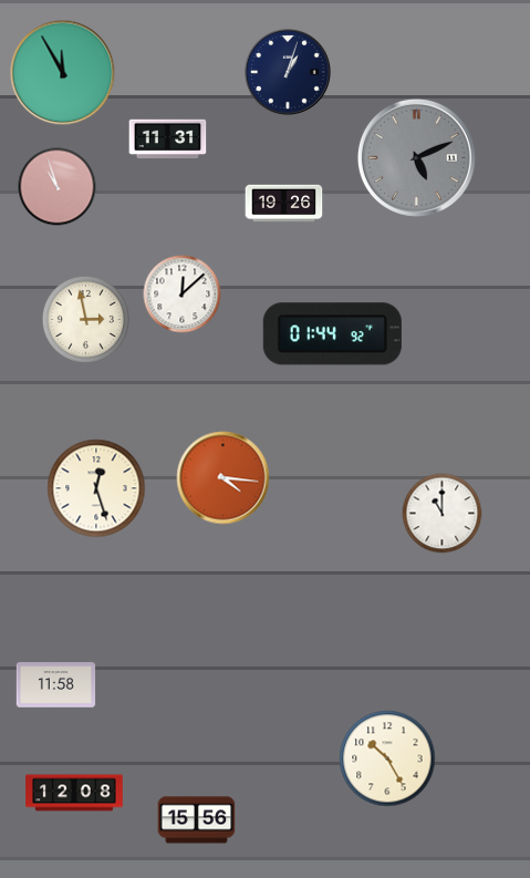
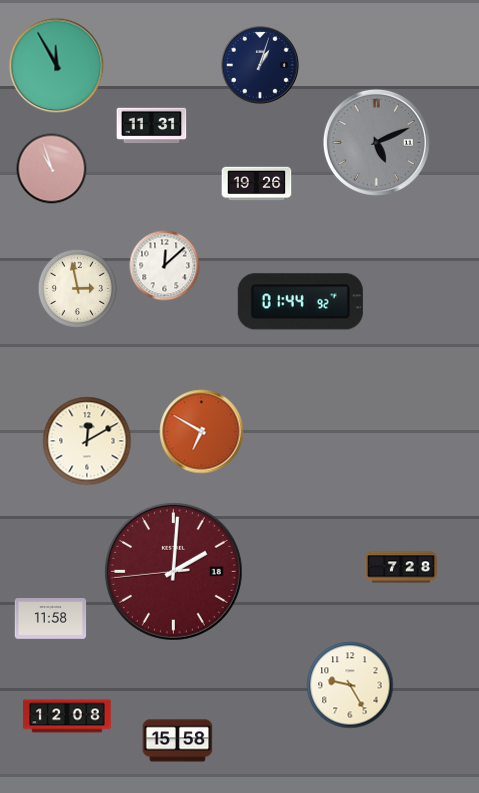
clock at (224, 478): 4:16 -> 6:50
clock at (96, 488): 12:27 -> 12:10
clock at (443, 514): 11:00 -> none
clock at (401, 567): none -> 7:28
clock at (173, 571): none -> 2:00
clock at (387, 758): 10:25 -> 9:25
clock at (197, 820): 15:56 -> 15:58
